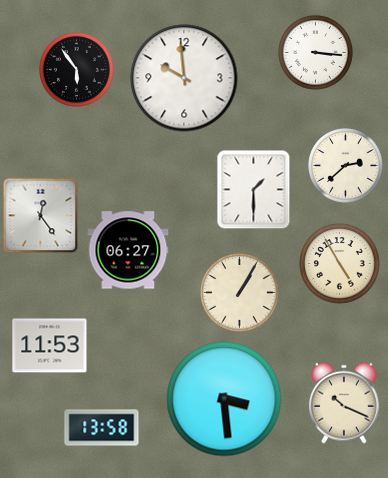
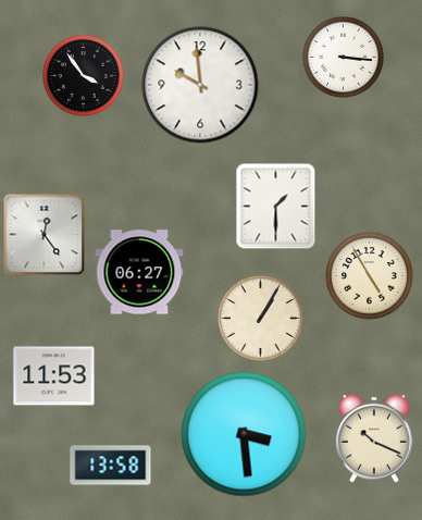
clock at (77, 70): 5:54 -> 3:54
clock at (346, 166): 2:38 -> none
clock at (340, 264) position: (340, 264) -> (370, 276)
